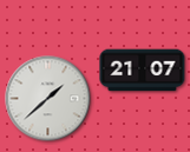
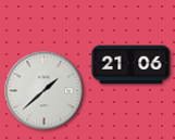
clock at (143, 71): 21:07 -> 21:06
